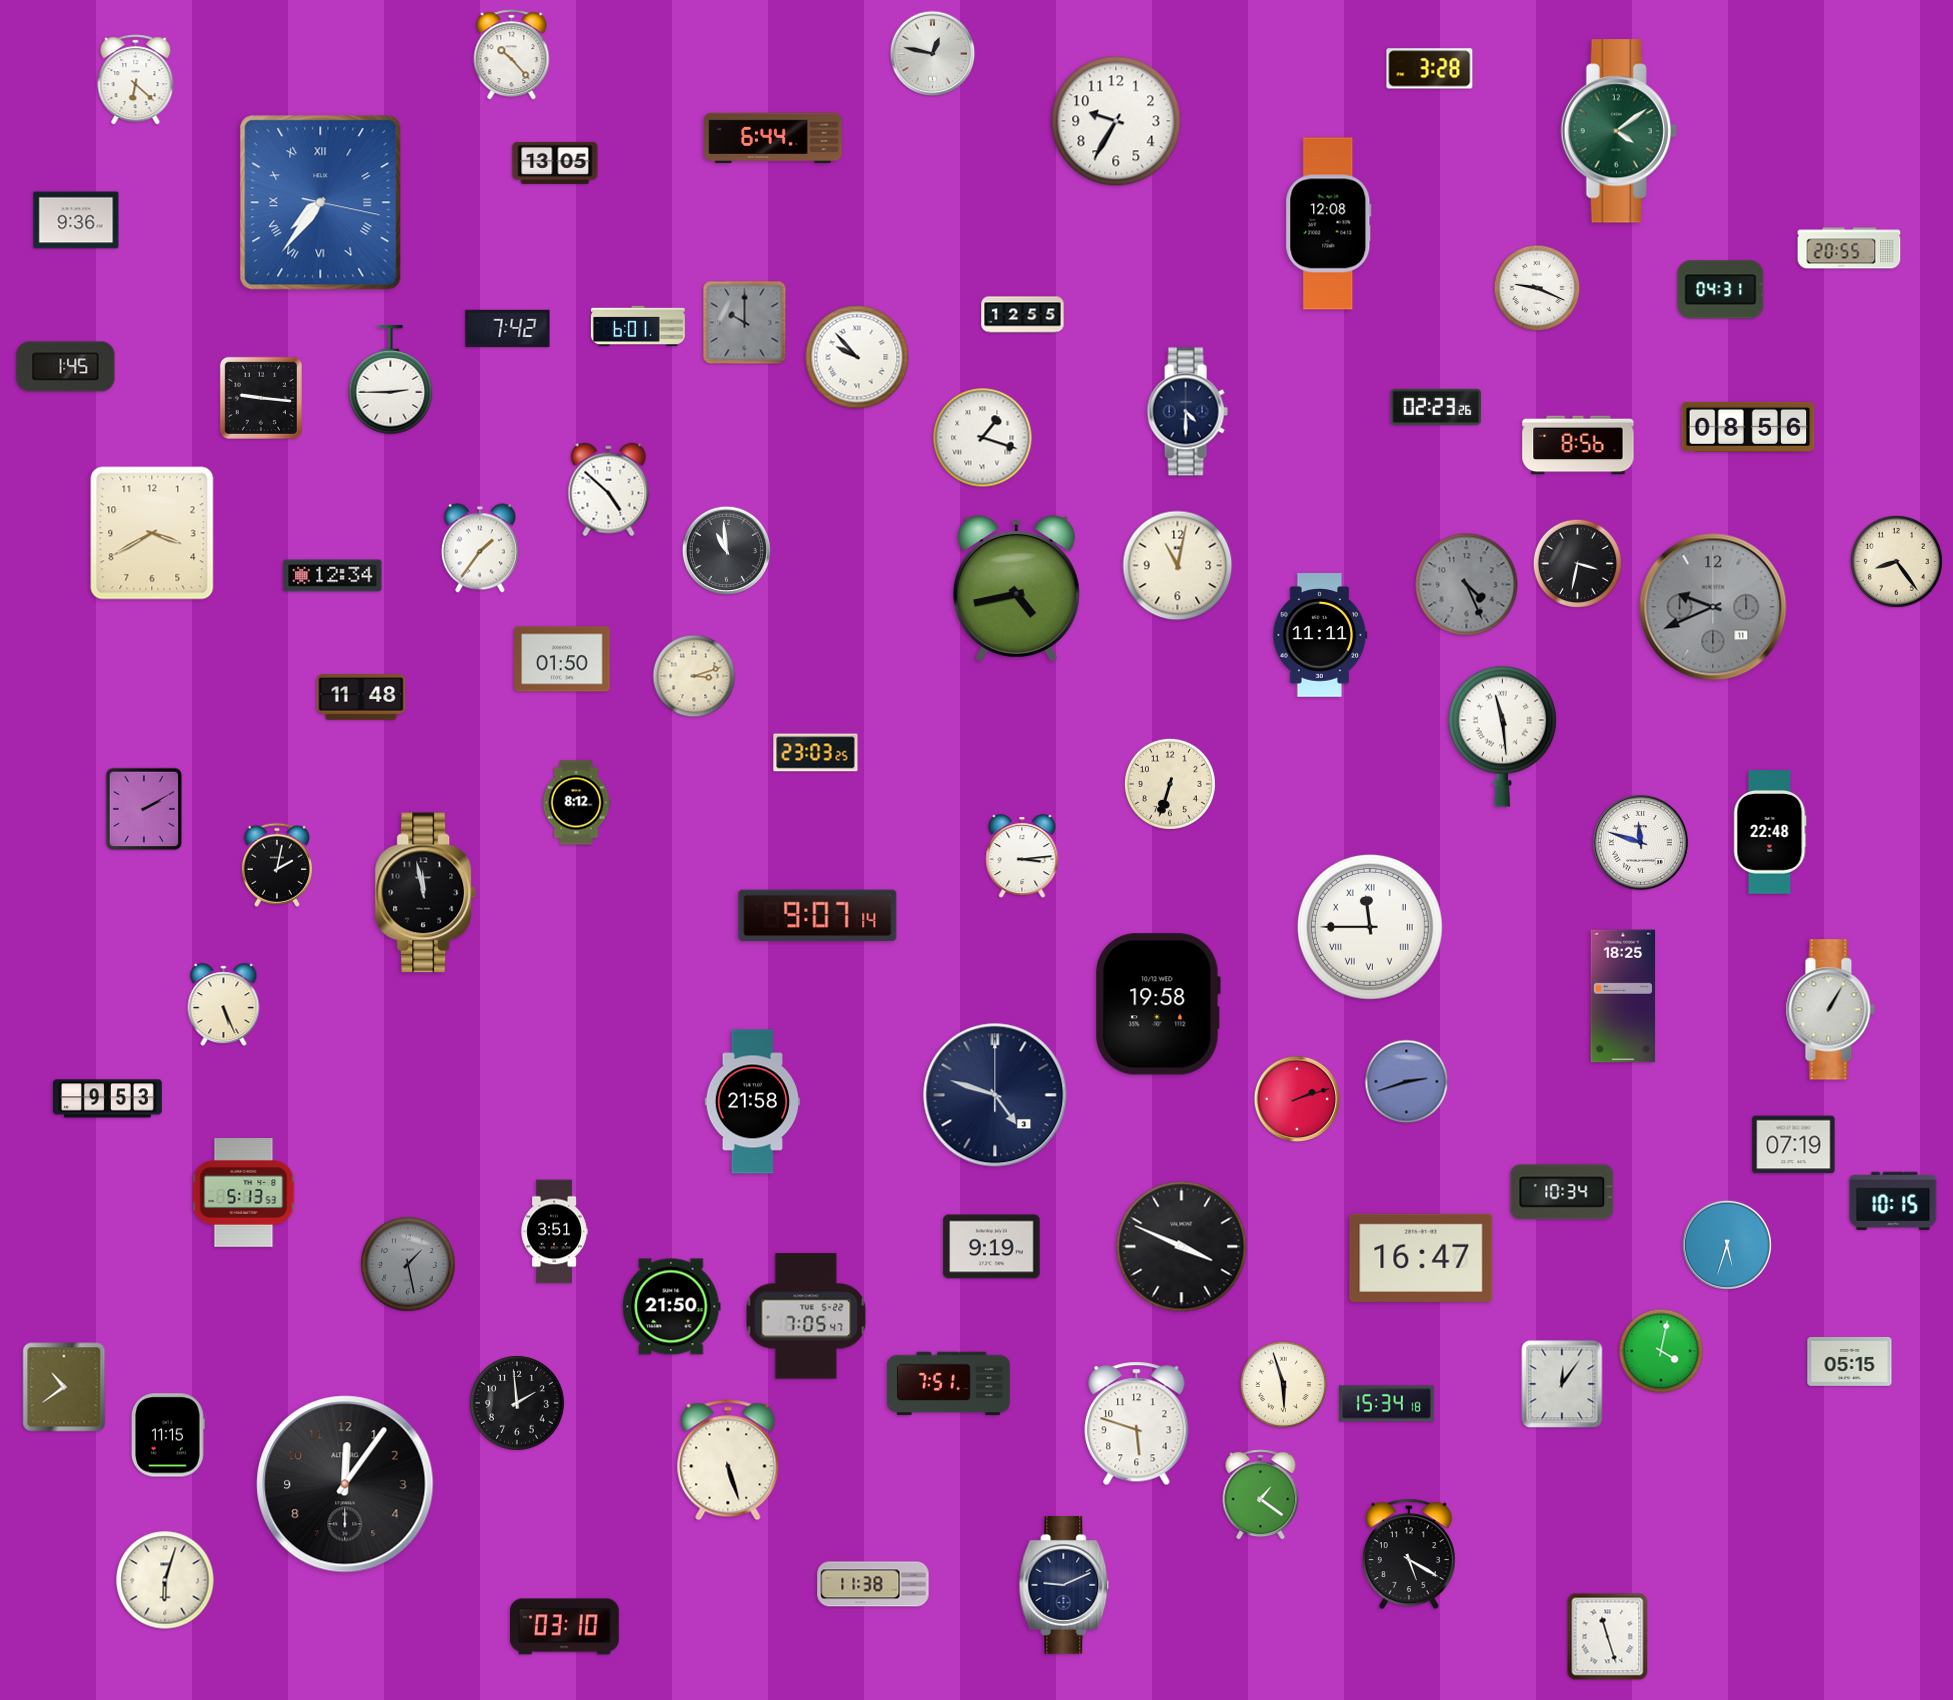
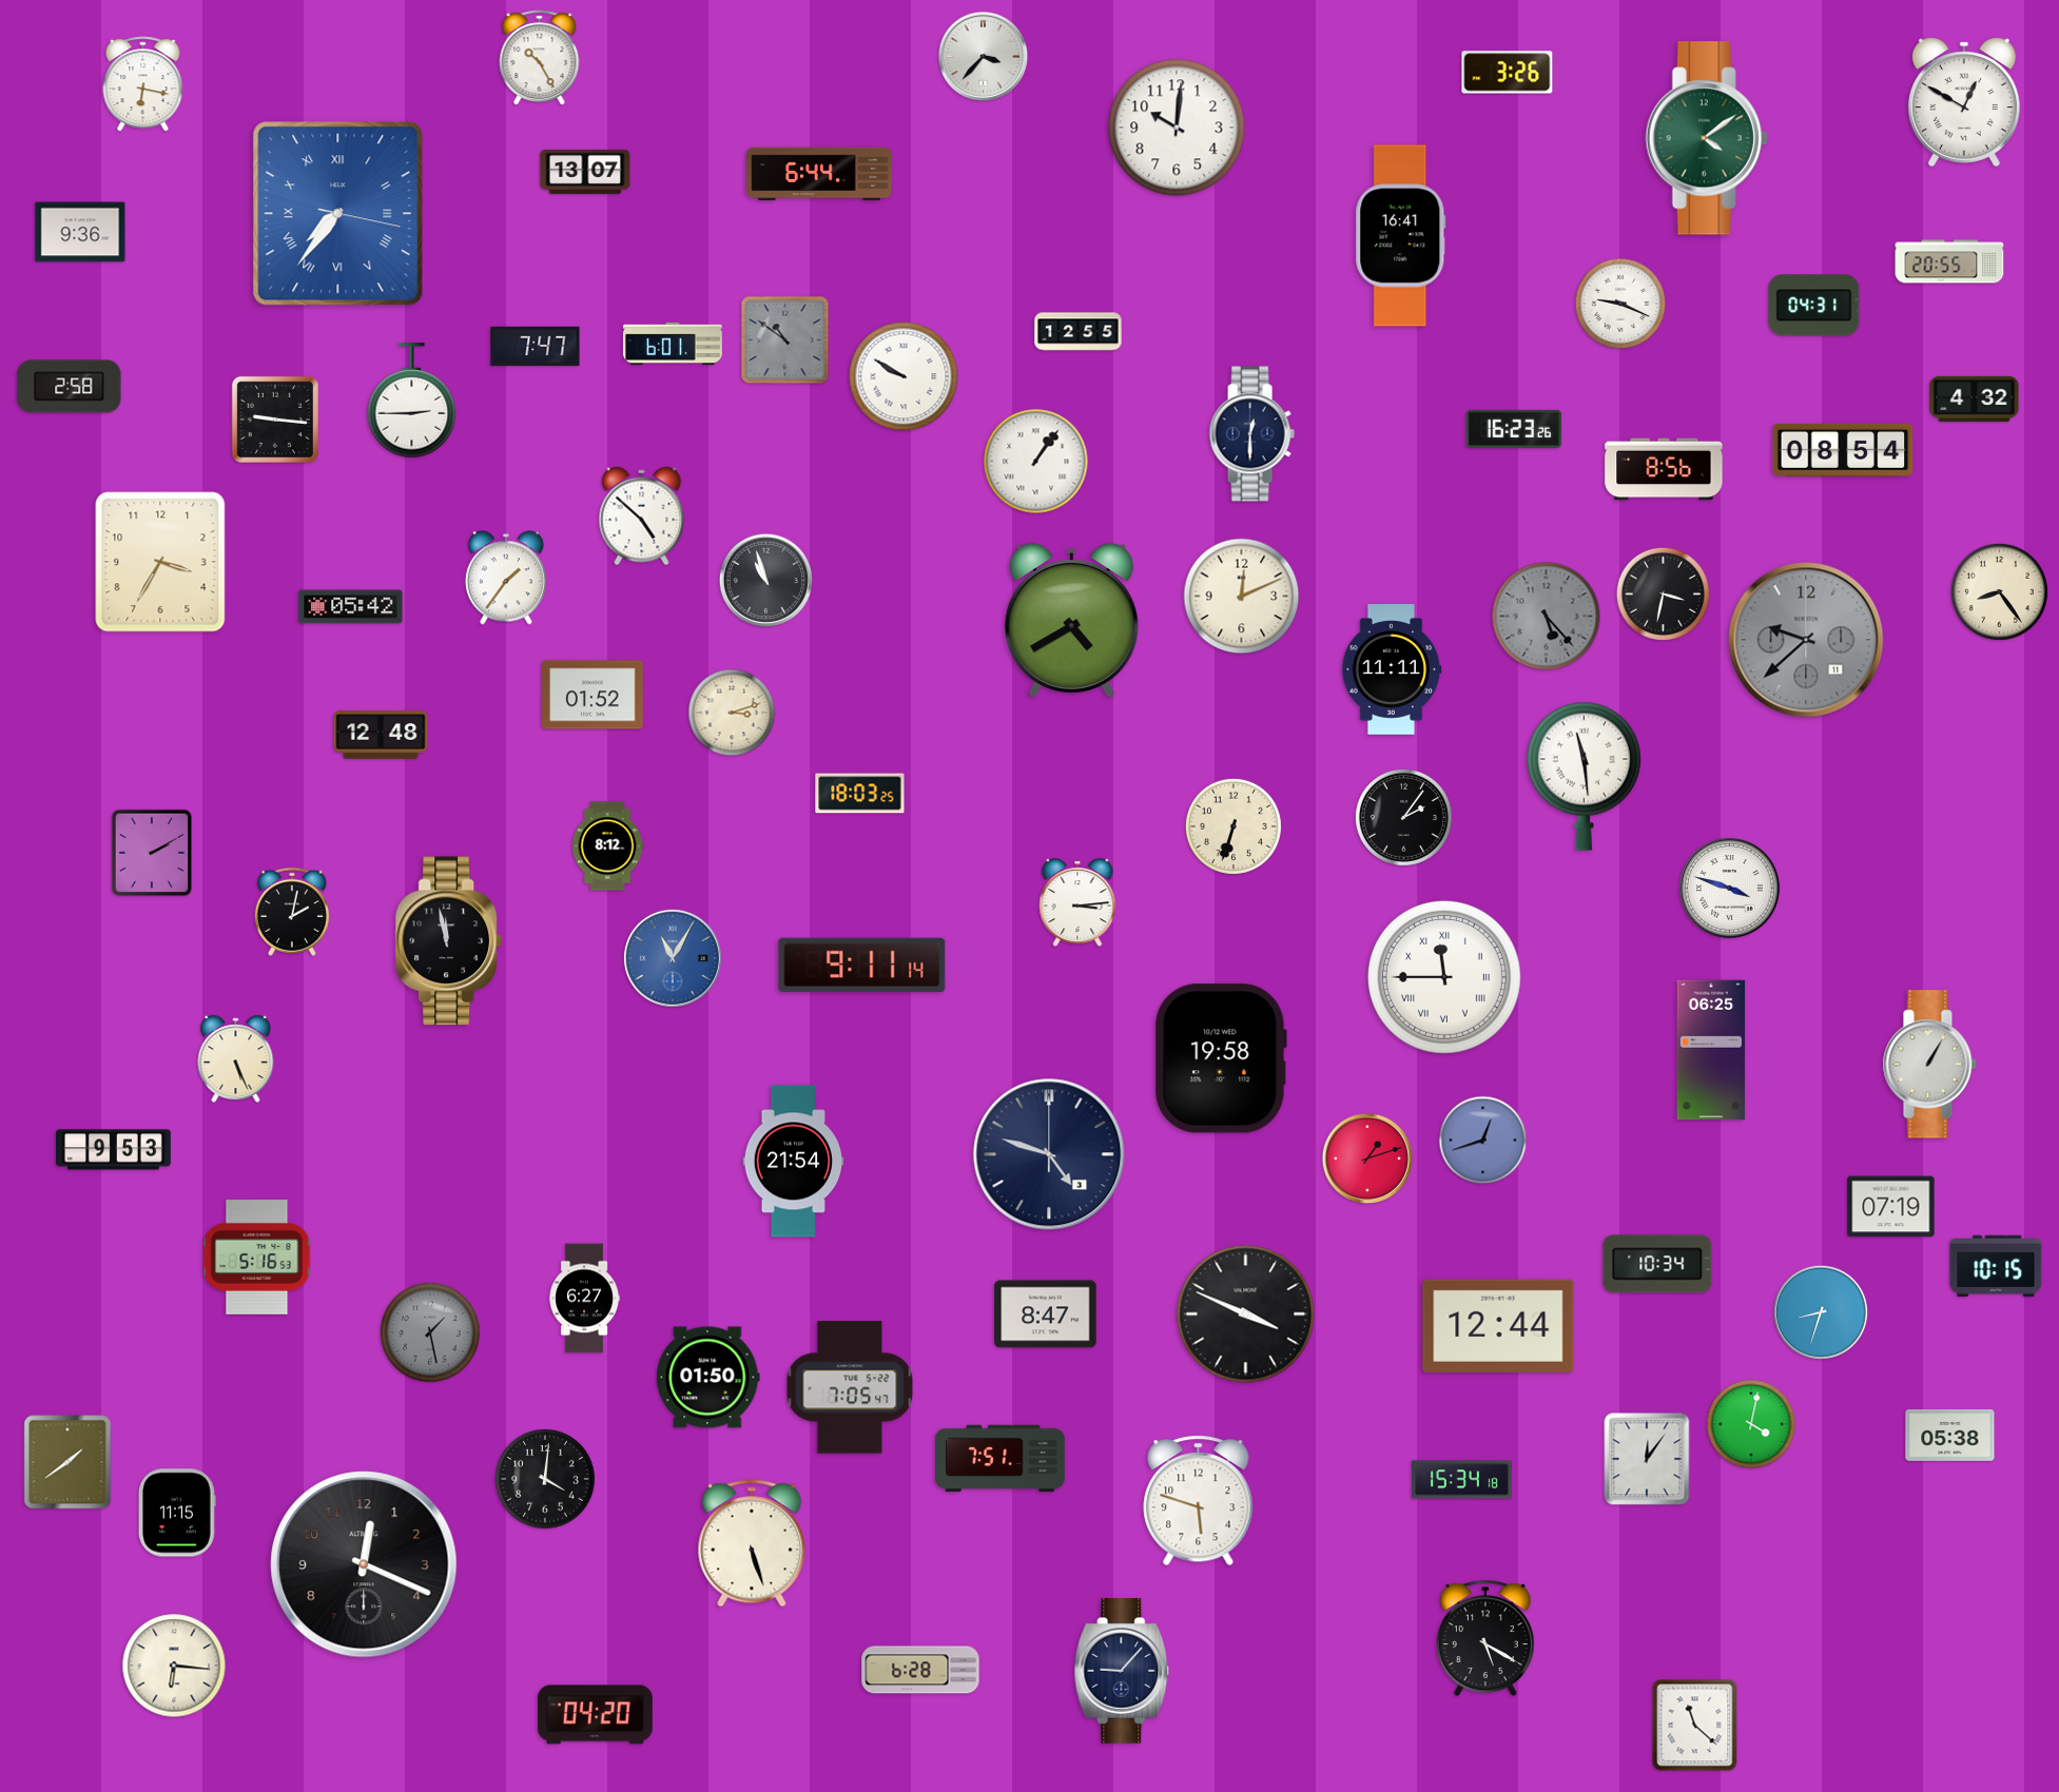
clock at (933, 54): 12:47 -> 3:37
clock at (512, 55): 10:23 -> 10:25
clock at (1430, 69): 3:28 -> 3:26
clock at (136, 80): 6:22 -> 6:17
clock at (1964, 102): none -> 12:50
clock at (1116, 121): 9:35 -> 10:01
clock at (773, 138) position: (773, 138) -> (819, 174)
clock at (555, 163): 13:05 -> 13:07
clock at (1329, 224): 12:08 -> 16:41
clock at (745, 323): 10:00 -> 10:51
clock at (508, 329): 7:42 -> 7:47
clock at (857, 357): 9:53 -> 9:50
clock at (66, 367): 1:45 -> 2:58
clock at (1975, 398): none -> 4:32
clock at (1436, 407): 02:23 -> 16:23
clock at (1187, 412): 4:30 -> 12:30
clock at (1748, 427): 08:56 -> 08:54
clock at (983, 438): 1:18 -> 1:06
clock at (152, 533): 3:40 -> 3:35
clock at (726, 550): 10:59 -> 10:57
clock at (1178, 566): 11:02 -> 12:11
clock at (333, 576): 12:34 -> 05:42
clock at (1467, 585): 4:26 -> 5:23
clock at (1016, 589): 4:43 -> 4:40
clock at (1713, 607): 9:41 -> 9:38
clock at (562, 659): 01:50 -> 01:52
clock at (361, 697): 11:48 -> 12:48
clock at (816, 753): 23:03 -> 18:03
clock at (1403, 817): none -> 2:06
clock at (1770, 832): 22:48 -> none
clock at (1641, 843): 11:48 -> 3:48
clock at (673, 958): none -> 11:05
clock at (818, 916): 9:07 -> 9:11
clock at (1623, 996): 18:25 -> 06:25
clock at (1407, 1082): 2:42 -> 12:42
clock at (108, 1099) position: (108, 1099) -> (114, 1150)
clock at (1297, 1099): 2:12 -> 1:12
clock at (753, 1102): 21:58 -> 21:54
clock at (1562, 1192) position: (1562, 1192) -> (1657, 1264)
clock at (244, 1193): 5:13 -> 5:16
clock at (554, 1232): 3:51 -> 6:27
clock at (1727, 1245): 5:33 -> 8:33
clock at (992, 1247): 9:19 -> 8:47
clock at (1421, 1258): 16:47 -> 12:44
clock at (672, 1307): 21:50 -> 01:50
clock at (1850, 1361): 05:15 -> 05:38
clock at (1284, 1385): 5:57 -> none
clock at (64, 1387): 10:39 -> 1:39
clock at (517, 1403): 1:59 -> 4:01
clock at (728, 1460) position: (728, 1460) -> (752, 1543)
clock at (345, 1484): 12:06 -> 12:19
clock at (1261, 1495): 1:21 -> none
clock at (165, 1580): 6:03 -> 6:16
clock at (873, 1584): 11:38 -> 6:28
clock at (1064, 1586): 9:11 -> 9:07
clock at (564, 1627): 03:10 -> 04:20
clock at (1608, 1637): 11:27 -> 11:22
